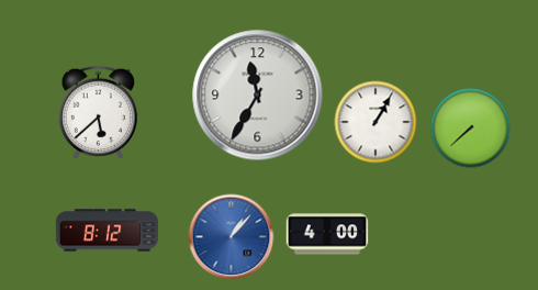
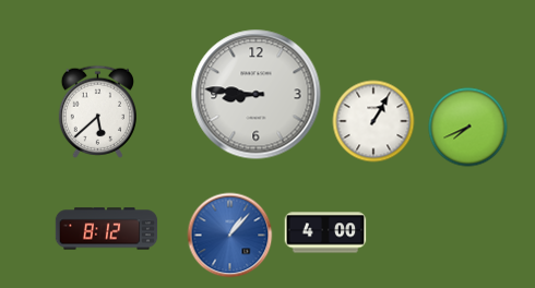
clock at (258, 96): 11:35 -> 8:46
clock at (471, 129): 7:38 -> 7:41
